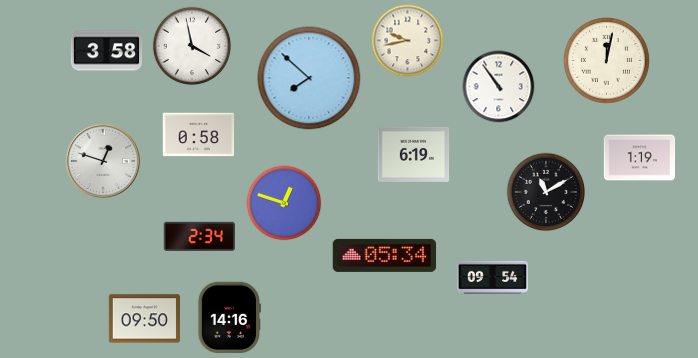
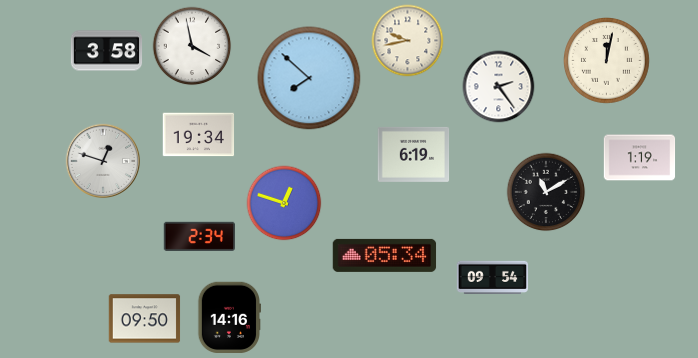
clock at (499, 87): 10:54 -> 2:24
clock at (199, 135): 0:58 -> 19:34
